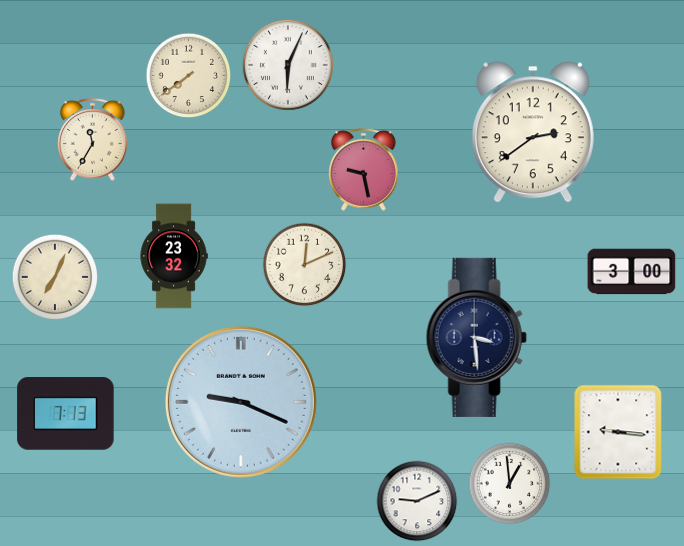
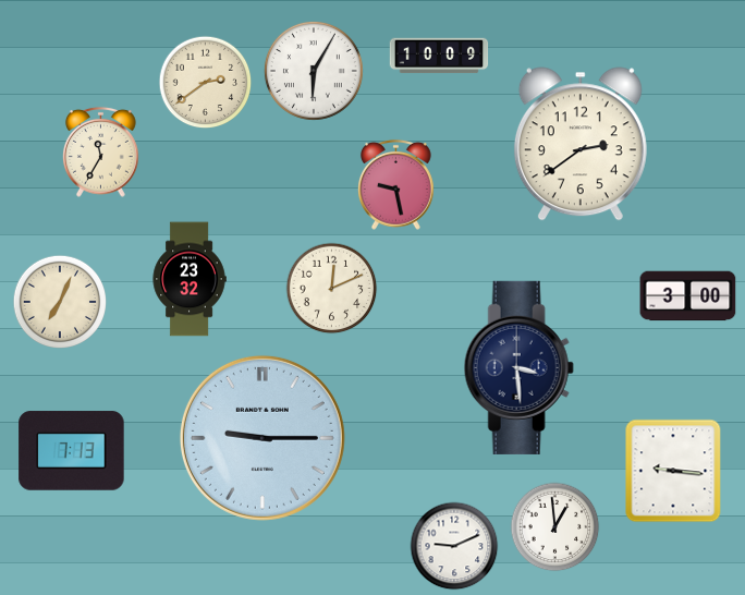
clock at (439, 56): none -> 10:09
clock at (288, 65): 6:04 -> 6:05
clock at (189, 76): 7:39 -> 2:39
clock at (241, 402): 9:19 -> 9:15
